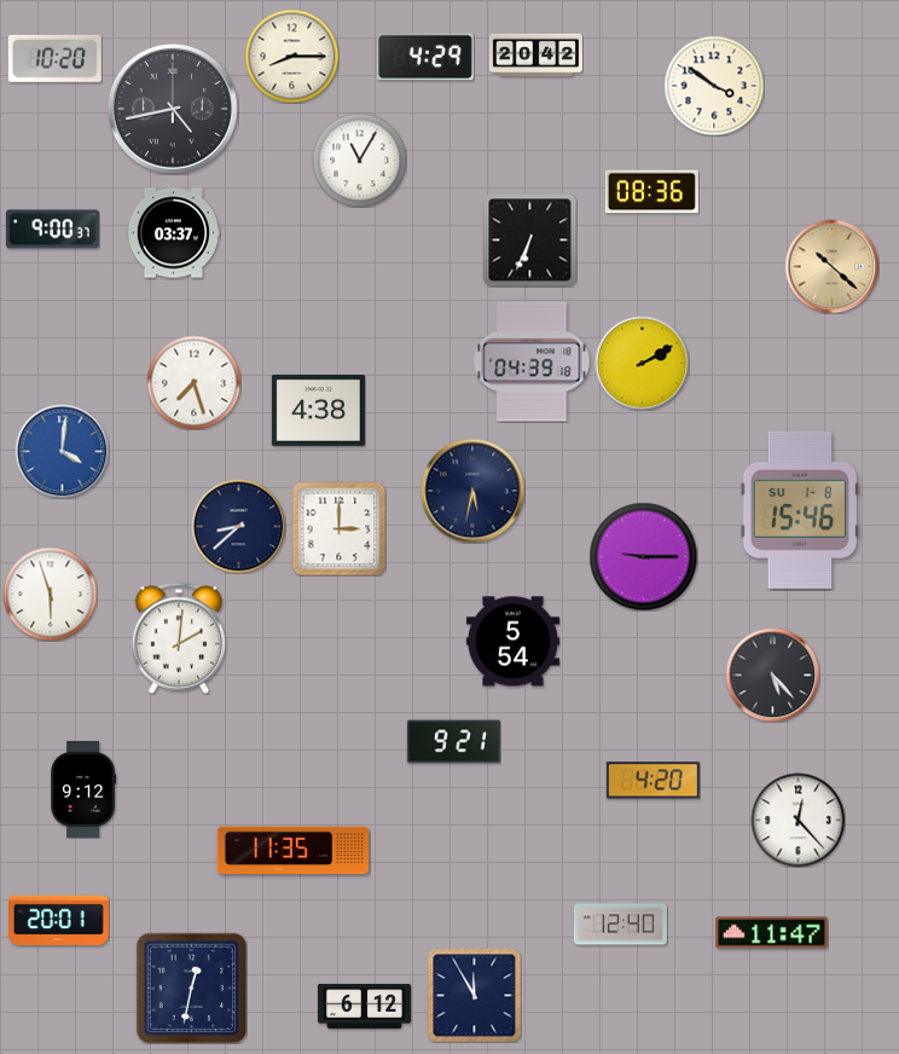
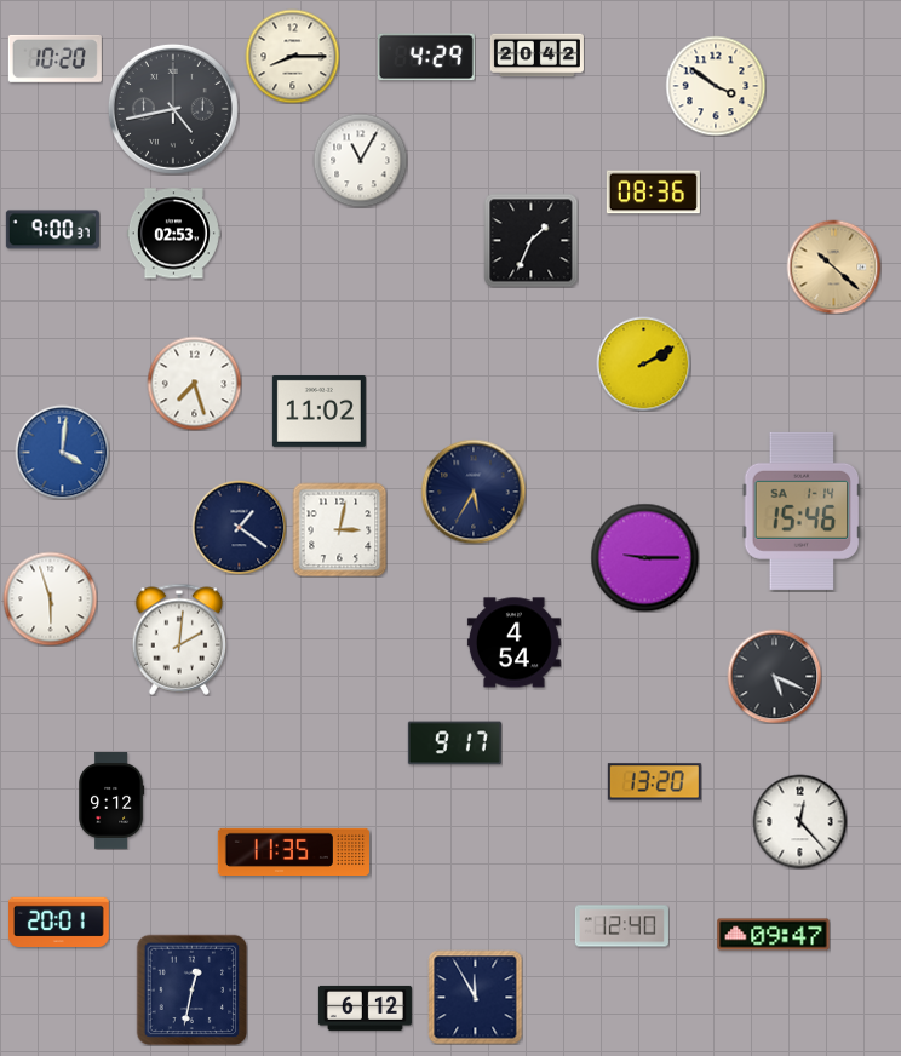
clock at (173, 233): 03:37 -> 02:53
clock at (529, 239): 6:34 -> 1:34
clock at (532, 361): 04:39 -> none
clock at (318, 410): 4:38 -> 11:02
clock at (472, 491): 5:32 -> 5:35
clock at (800, 510) date: SU 1-8 -> SA 1-14
clock at (238, 526): 8:38 -> 1:21
clock at (338, 528): 3:00 -> 3:02
clock at (50, 593) position: (50, 593) -> (50, 598)
clock at (512, 642): 5:54 -> 4:54
clock at (772, 674): 5:23 -> 5:19
clock at (453, 742): 9:21 -> 9:17
clock at (652, 781): 4:20 -> 13:20
clock at (83, 789) position: (83, 789) -> (111, 800)
clock at (772, 933): 11:47 -> 09:47
